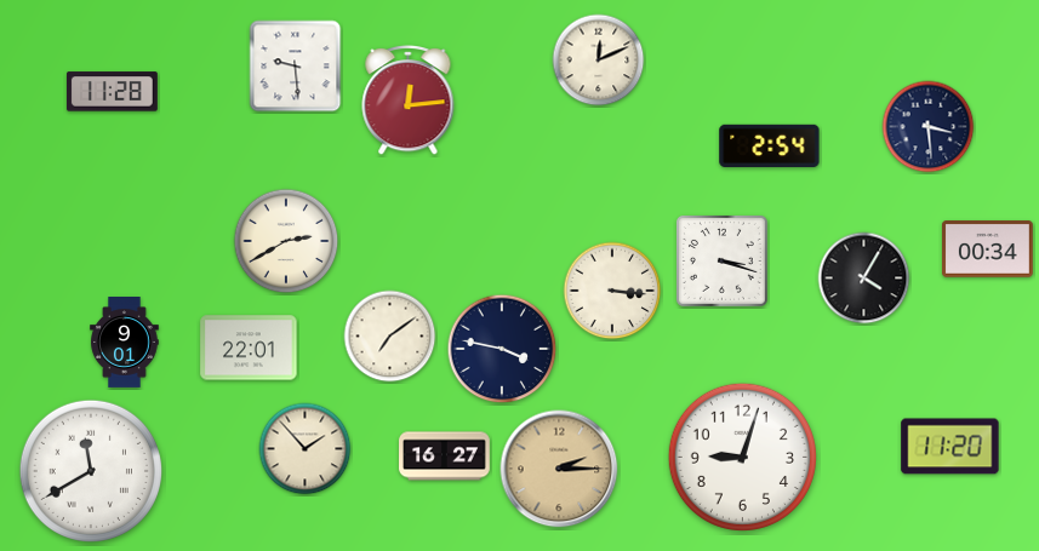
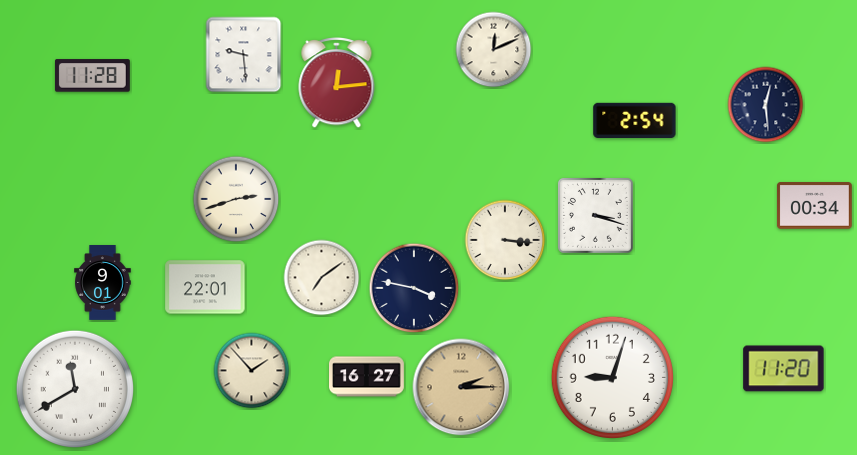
clock at (929, 127): 3:29 -> 12:29
clock at (286, 241): 2:40 -> 2:42
clock at (864, 279): 4:05 -> none
